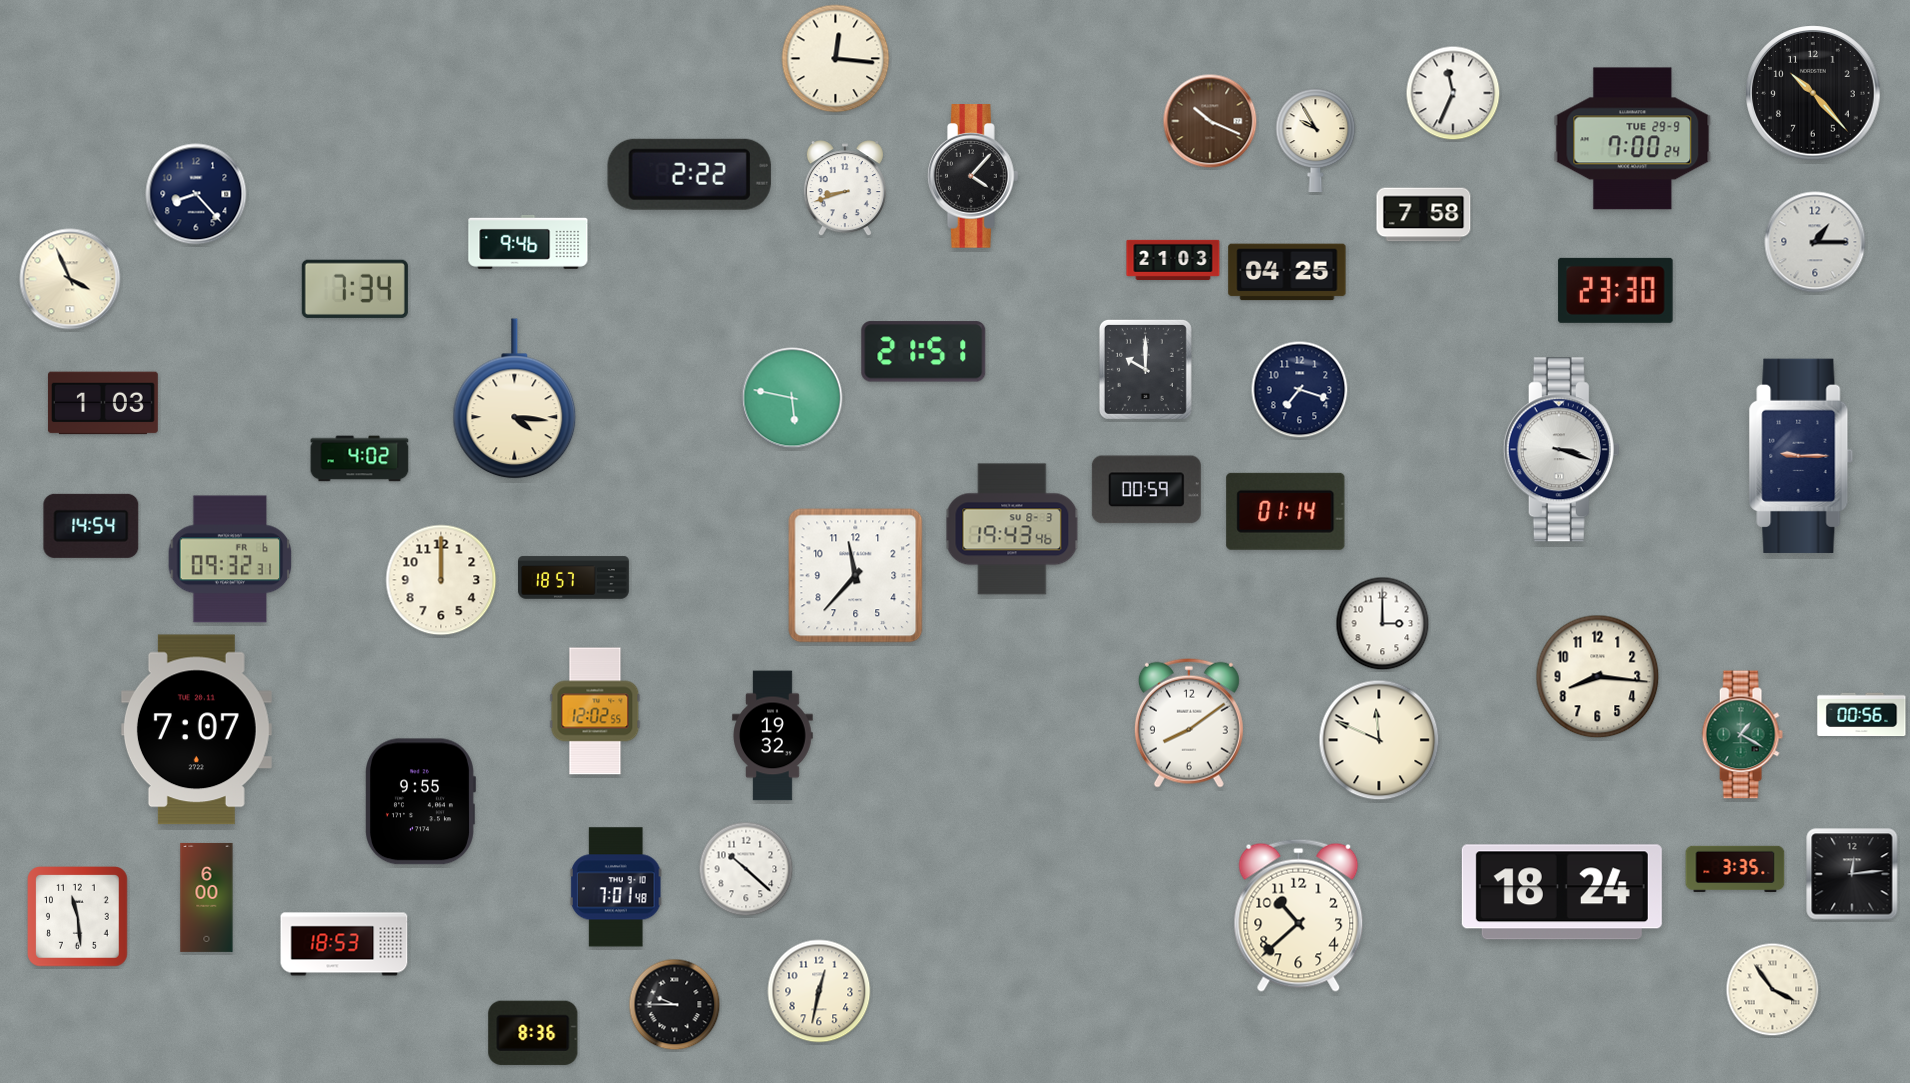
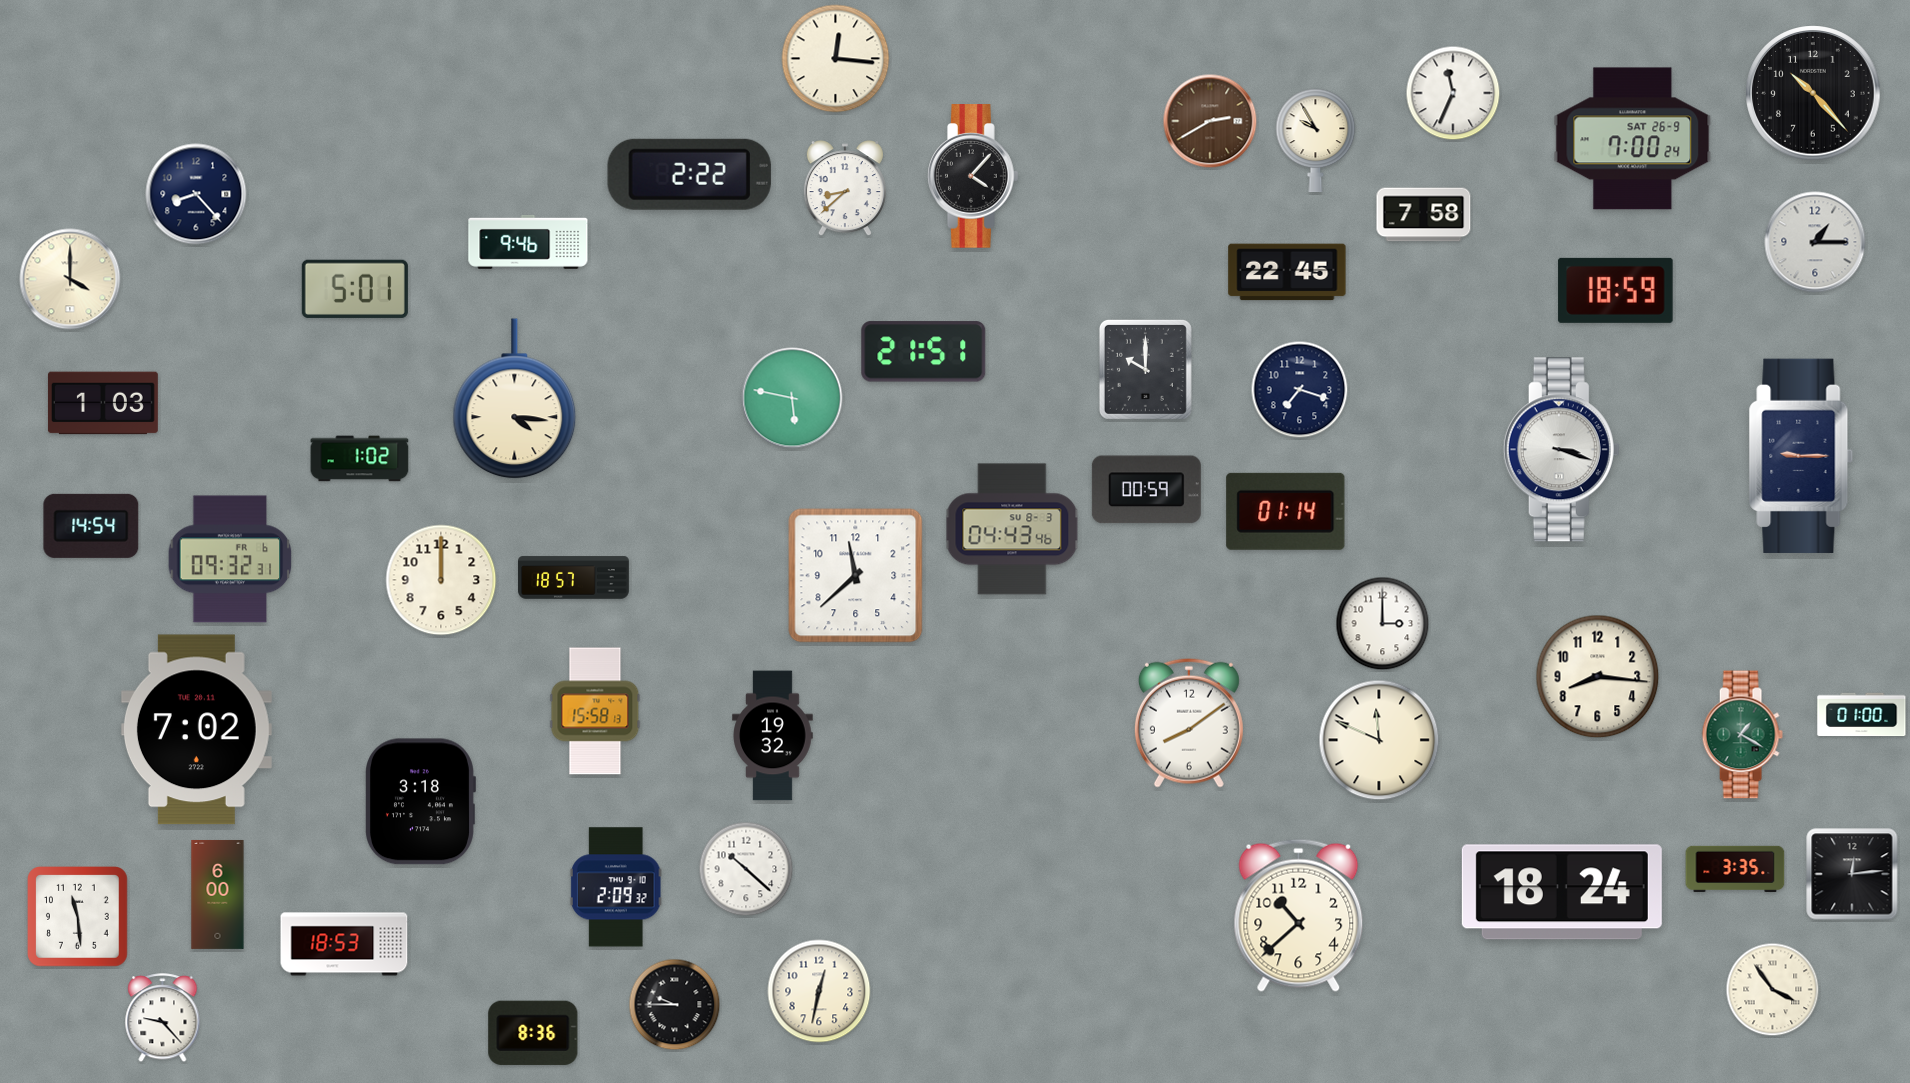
clock at (1210, 121): 10:19 -> 2:40
clock at (1633, 139) date: TUE 29-9 -> SAT 26-9
clock at (845, 189): 8:42 -> 8:38
clock at (1173, 260): 21:03 -> none
clock at (1287, 272): 04:25 -> 22:45
clock at (70, 279): 3:56 -> 4:00
clock at (355, 289): 7:34 -> 5:01
clock at (1616, 290): 23:30 -> 18:59
clock at (360, 459): 4:02 -> 1:02
clock at (1012, 529): 19:43 -> 04:43
clock at (856, 576): 11:37 -> 11:38
clock at (595, 711): 12:02 -> 15:58
clock at (1862, 715): 00:56 -> 01:00
clock at (196, 730): 7:07 -> 7:02
clock at (421, 802): 9:55 -> 3:18
clock at (616, 887): 7:01 -> 2:09
clock at (207, 897) position: (207, 897) -> (218, 894)
clock at (163, 1018): none -> 9:23
